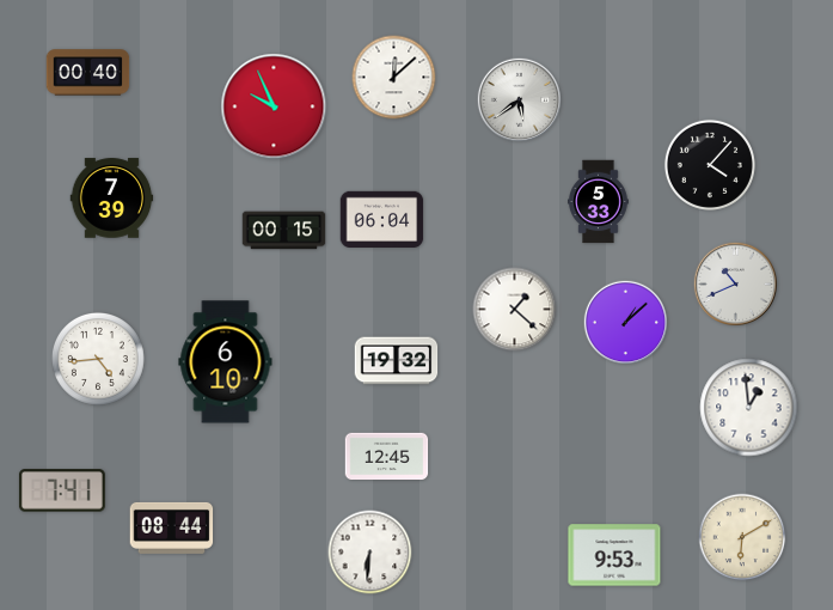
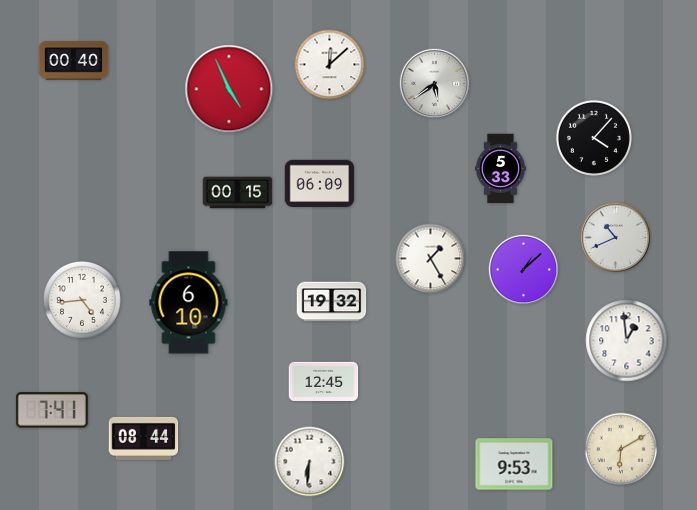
clock at (274, 106): 9:56 -> 4:56
clock at (112, 199): 7:39 -> none
clock at (382, 219): 06:04 -> 06:09
clock at (515, 310): 1:22 -> 1:25
clock at (172, 527) position: (172, 527) -> (144, 438)
